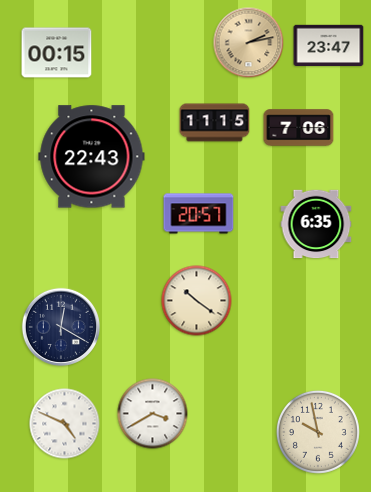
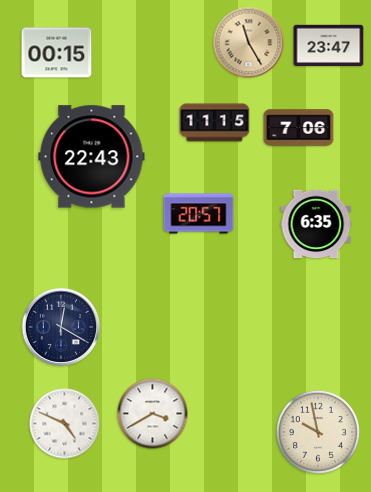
clock at (249, 43): 2:13 -> 11:25
clock at (197, 301): 10:21 -> none
